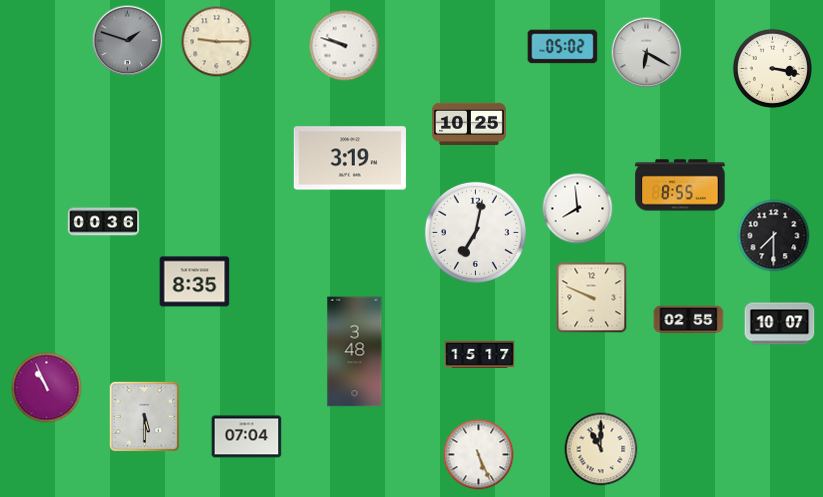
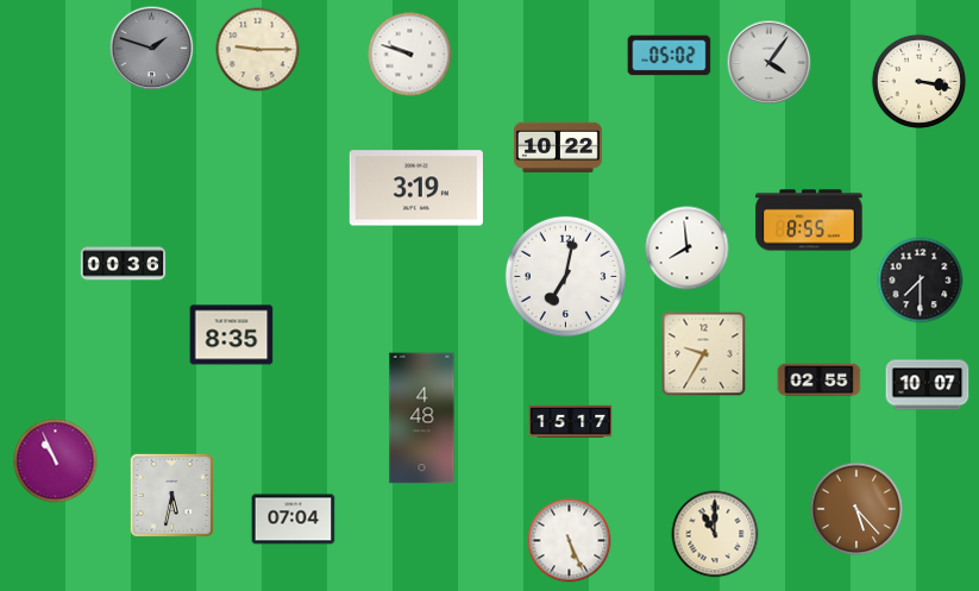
clock at (647, 53): 6:20 -> 4:06
clock at (469, 123): 10:25 -> 10:22
clock at (592, 298): 9:49 -> 9:35
clock at (355, 352): 3:48 -> 4:48
clock at (144, 416): 5:30 -> 5:32
clock at (855, 508): none -> 5:23
